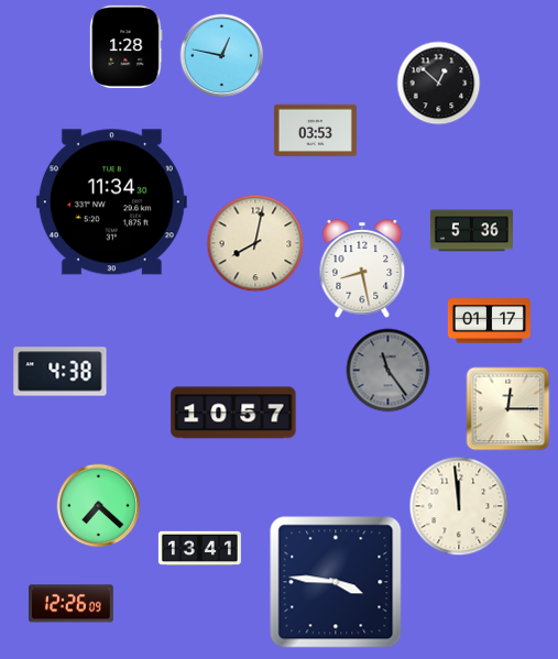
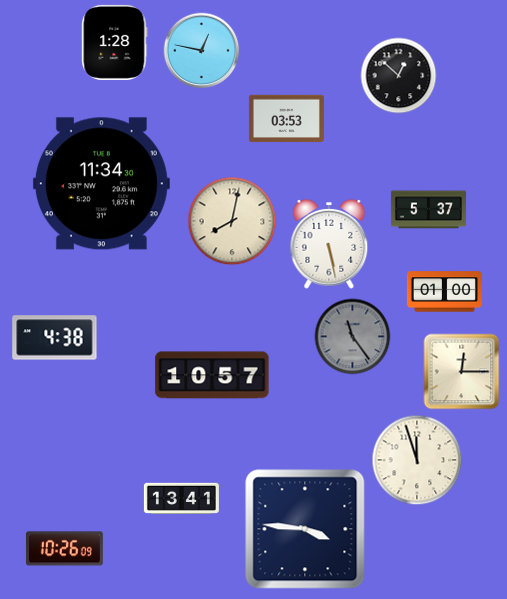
clock at (471, 231): 5:36 -> 5:37
clock at (362, 270): 8:28 -> 5:28
clock at (489, 321): 01:17 -> 01:00
clock at (99, 506): 7:22 -> none
clock at (459, 506): 11:59 -> 11:57
clock at (70, 604): 12:26 -> 10:26
